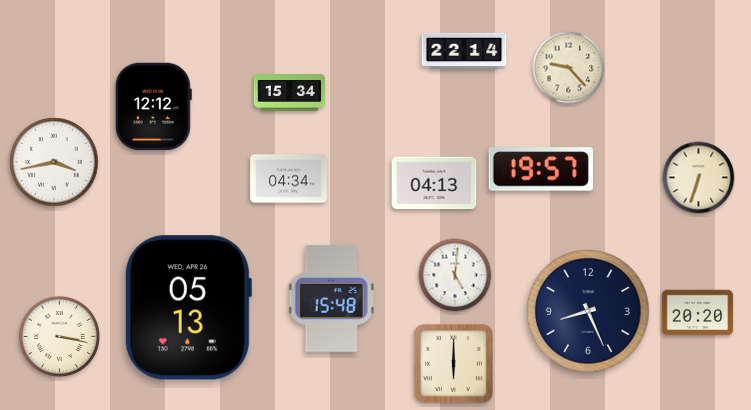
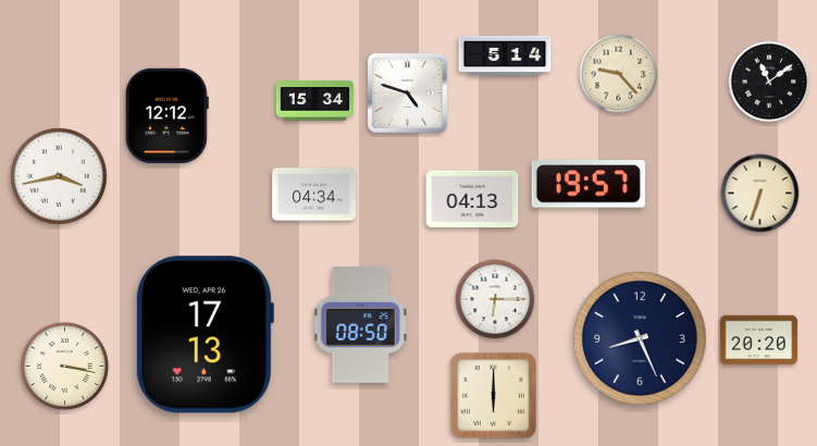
clock at (464, 51): 22:14 -> 5:14
clock at (769, 82): none -> 11:09
clock at (407, 92): none -> 4:48
clock at (455, 275): 5:01 -> 6:15
clock at (332, 298): 15:48 -> 08:50
clock at (188, 308): 05:13 -> 17:13
